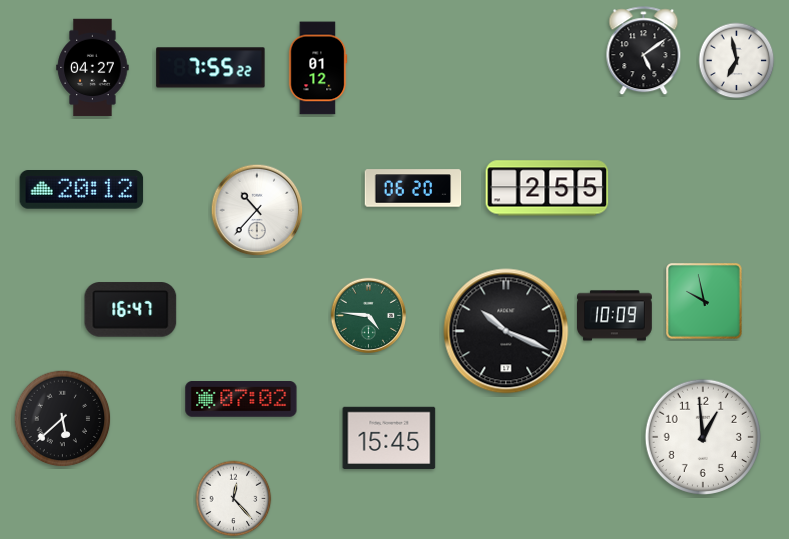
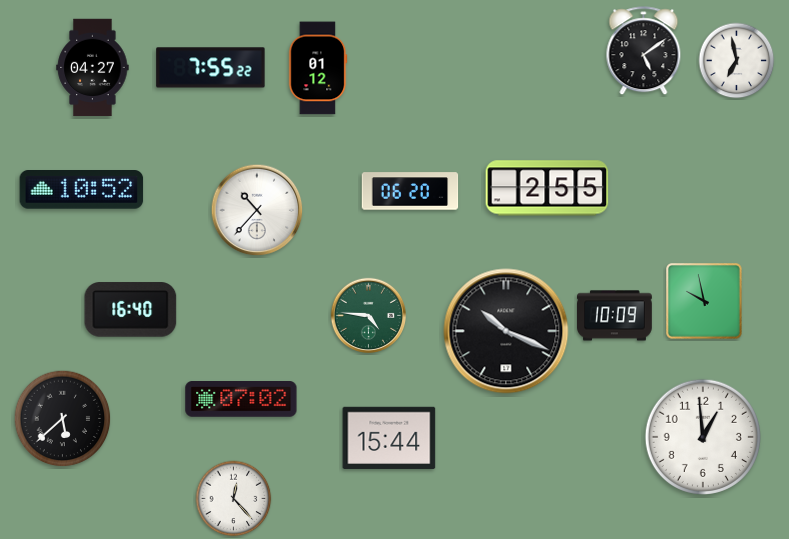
clock at (413, 188) position: (413, 188) -> (410, 191)
clock at (82, 190): 20:12 -> 10:52
clock at (131, 310): 16:47 -> 16:40
clock at (389, 438): 15:45 -> 15:44
